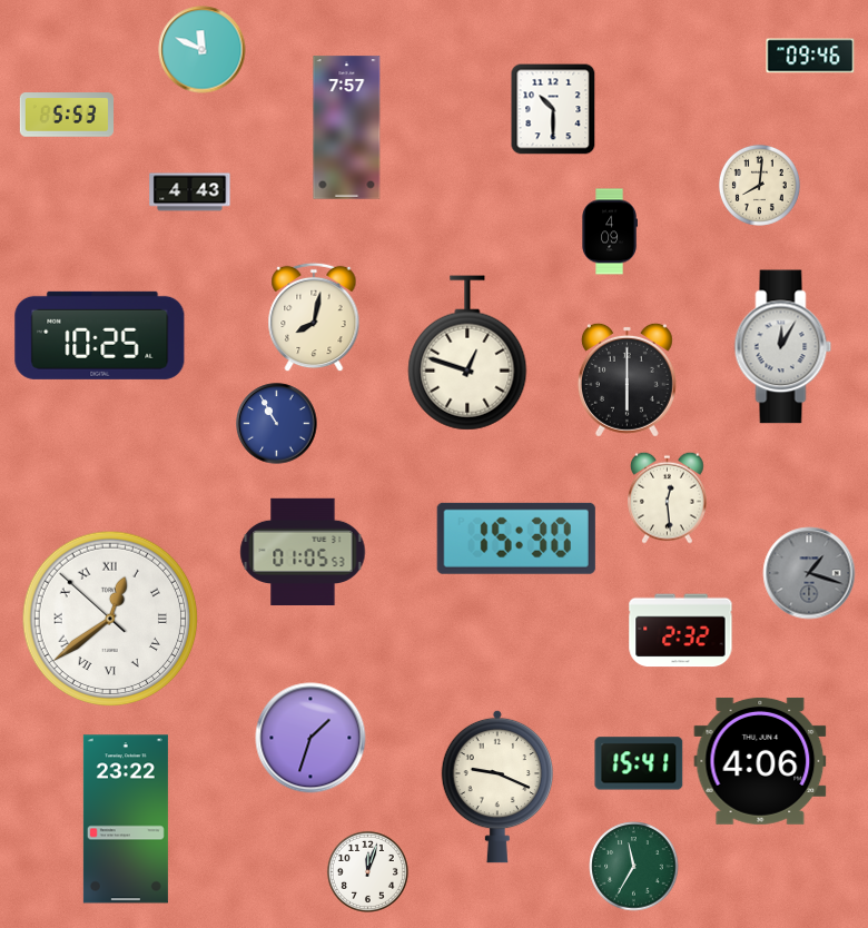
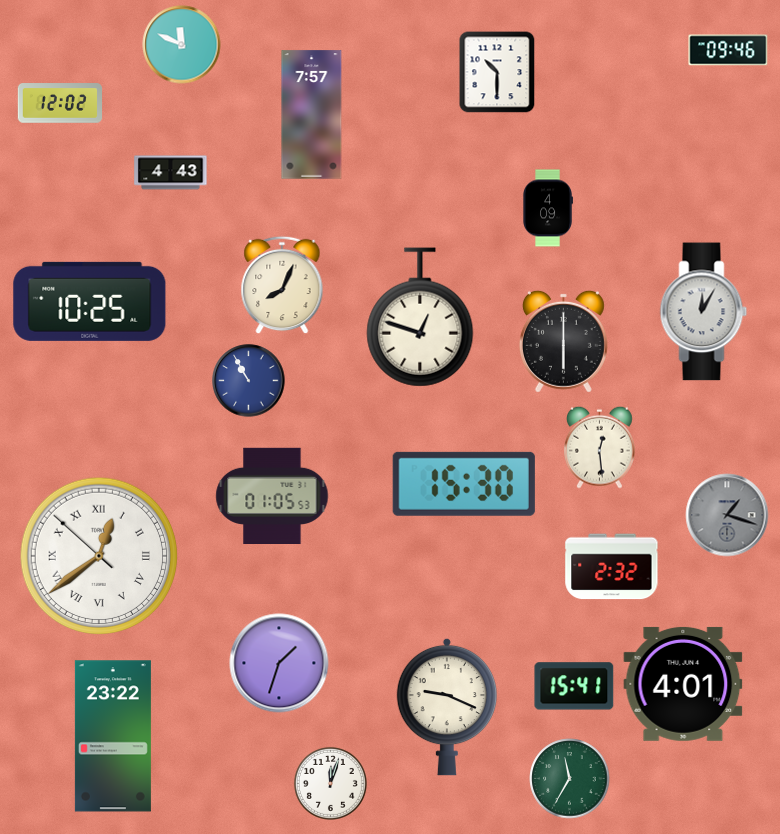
clock at (553, 109) position: (553, 109) -> (497, 72)
clock at (67, 115): 5:53 -> 12:02
clock at (759, 185): 8:01 -> none
clock at (314, 317): 8:02 -> 8:04
clock at (760, 761): 4:06 -> 4:01
